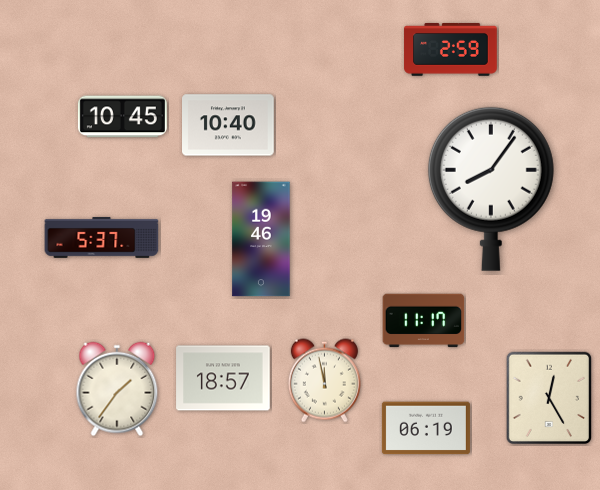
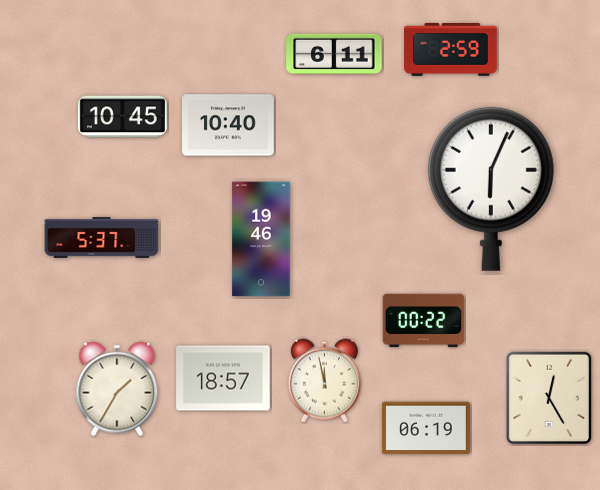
clock at (334, 53): none -> 6:11
clock at (491, 189): 8:06 -> 6:04
clock at (424, 321): 11:17 -> 00:22
clock at (117, 389): 1:36 -> 1:35
